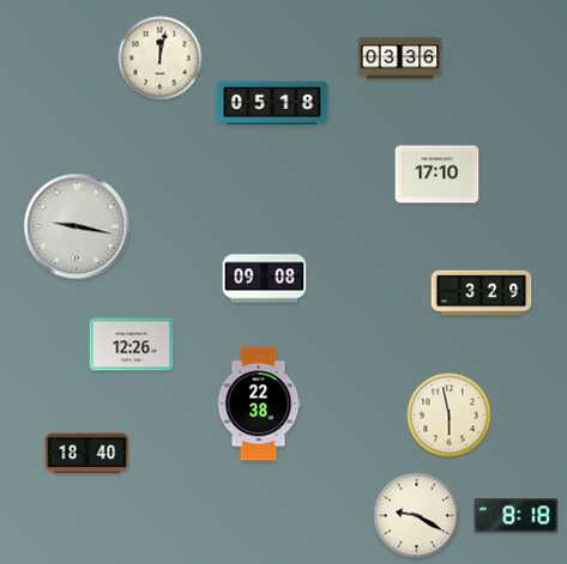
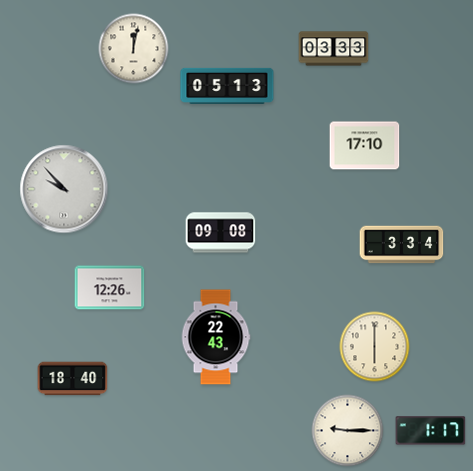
clock at (400, 59): 03:36 -> 03:33
clock at (272, 103): 05:18 -> 05:13
clock at (77, 226): 9:17 -> 9:53
clock at (482, 293): 3:29 -> 3:34
clock at (259, 404): 22:38 -> 22:43
clock at (450, 416): 5:58 -> 6:00
clock at (417, 516): 9:20 -> 9:15
clock at (517, 516): 8:18 -> 1:17
